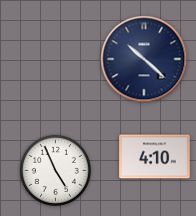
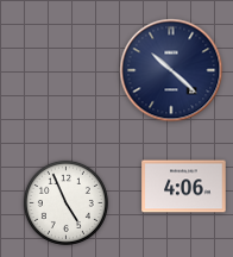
clock at (155, 157): 4:10 -> 4:06
